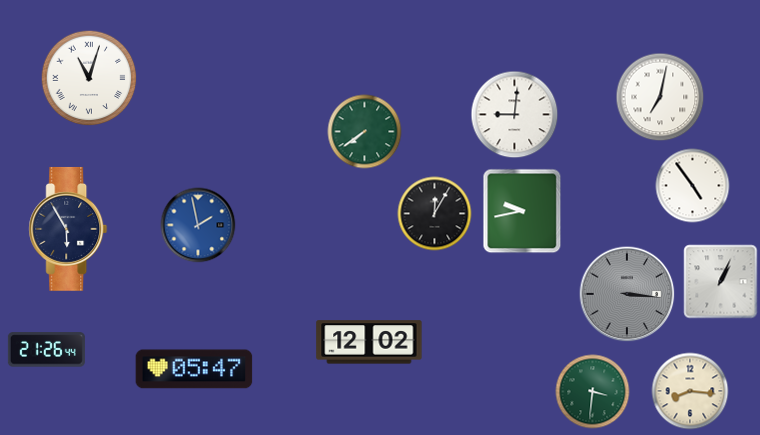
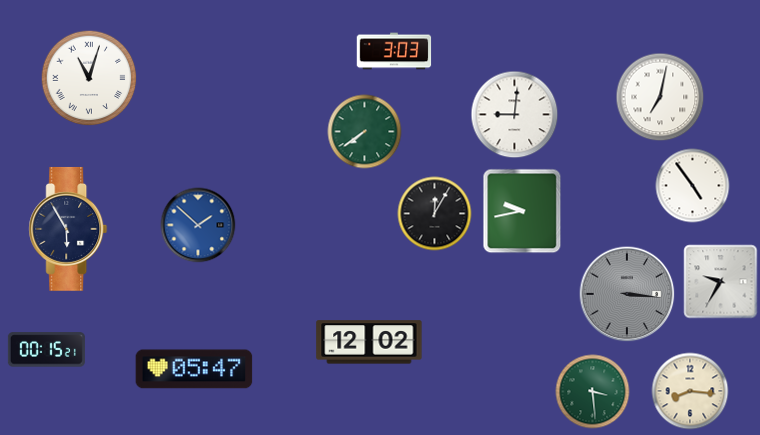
clock at (394, 51): none -> 3:03
clock at (198, 225): 1:58 -> 1:52
clock at (721, 282): 1:04 -> 9:35
clock at (46, 350): 21:26 -> 00:15
clock at (593, 392): 3:31 -> 3:29
